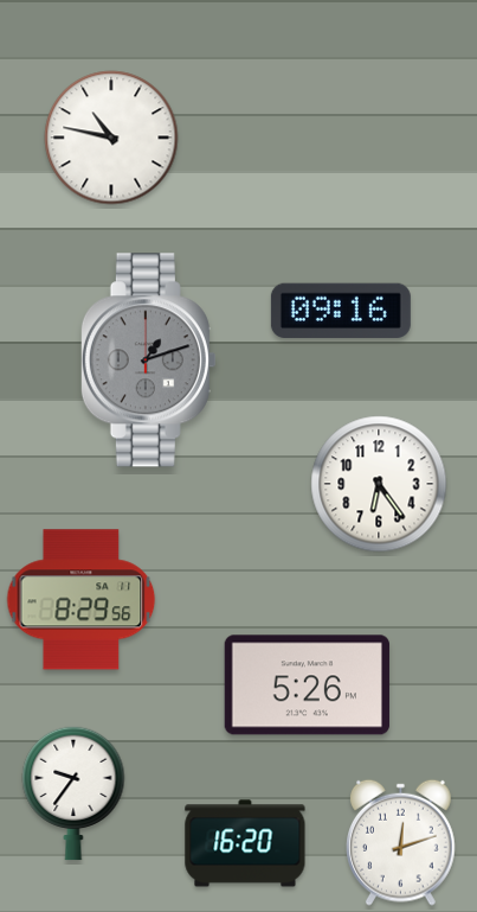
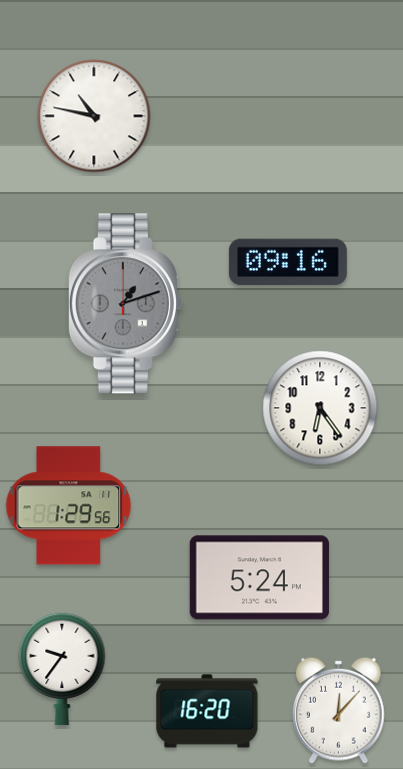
clock at (82, 600): 8:29 -> 1:29
clock at (307, 685): 5:26 -> 5:24
clock at (401, 842): 12:12 -> 12:07
